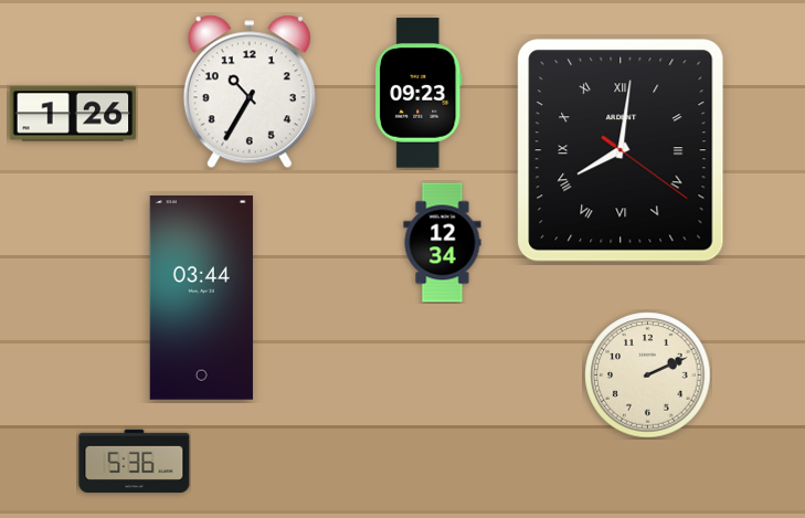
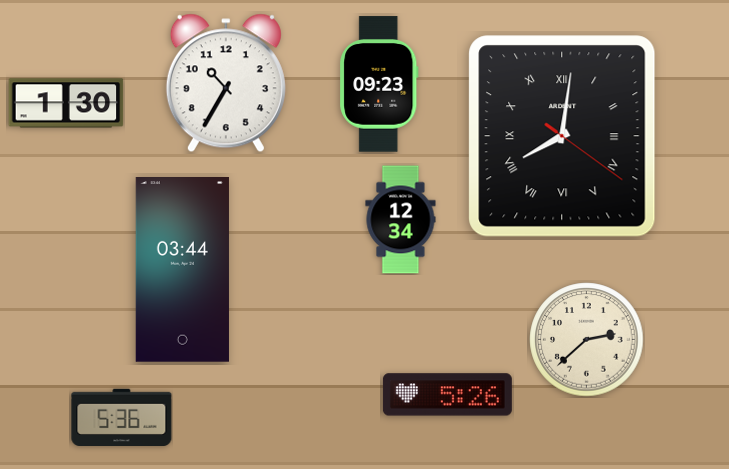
clock at (73, 114): 1:26 -> 1:30
clock at (648, 376): 2:11 -> 2:38
clock at (447, 395): none -> 5:26
